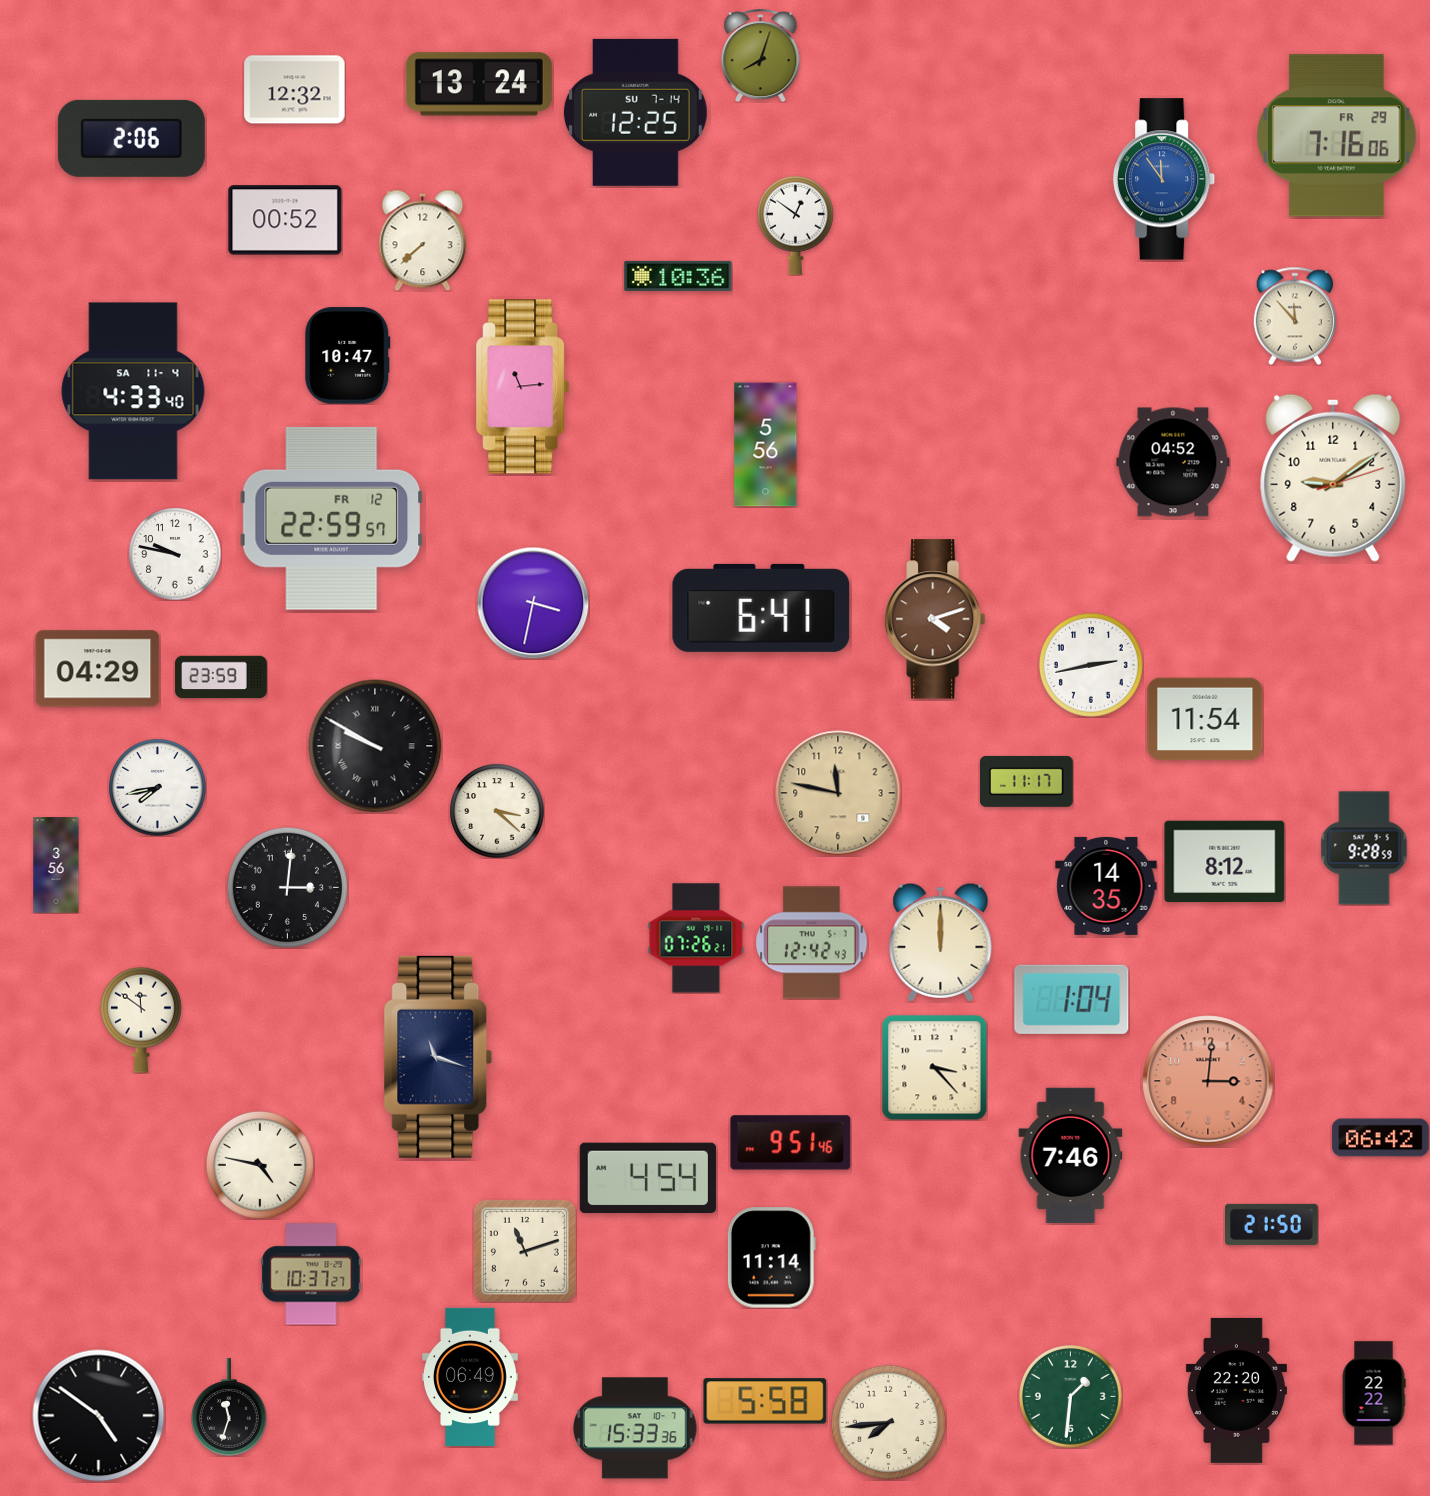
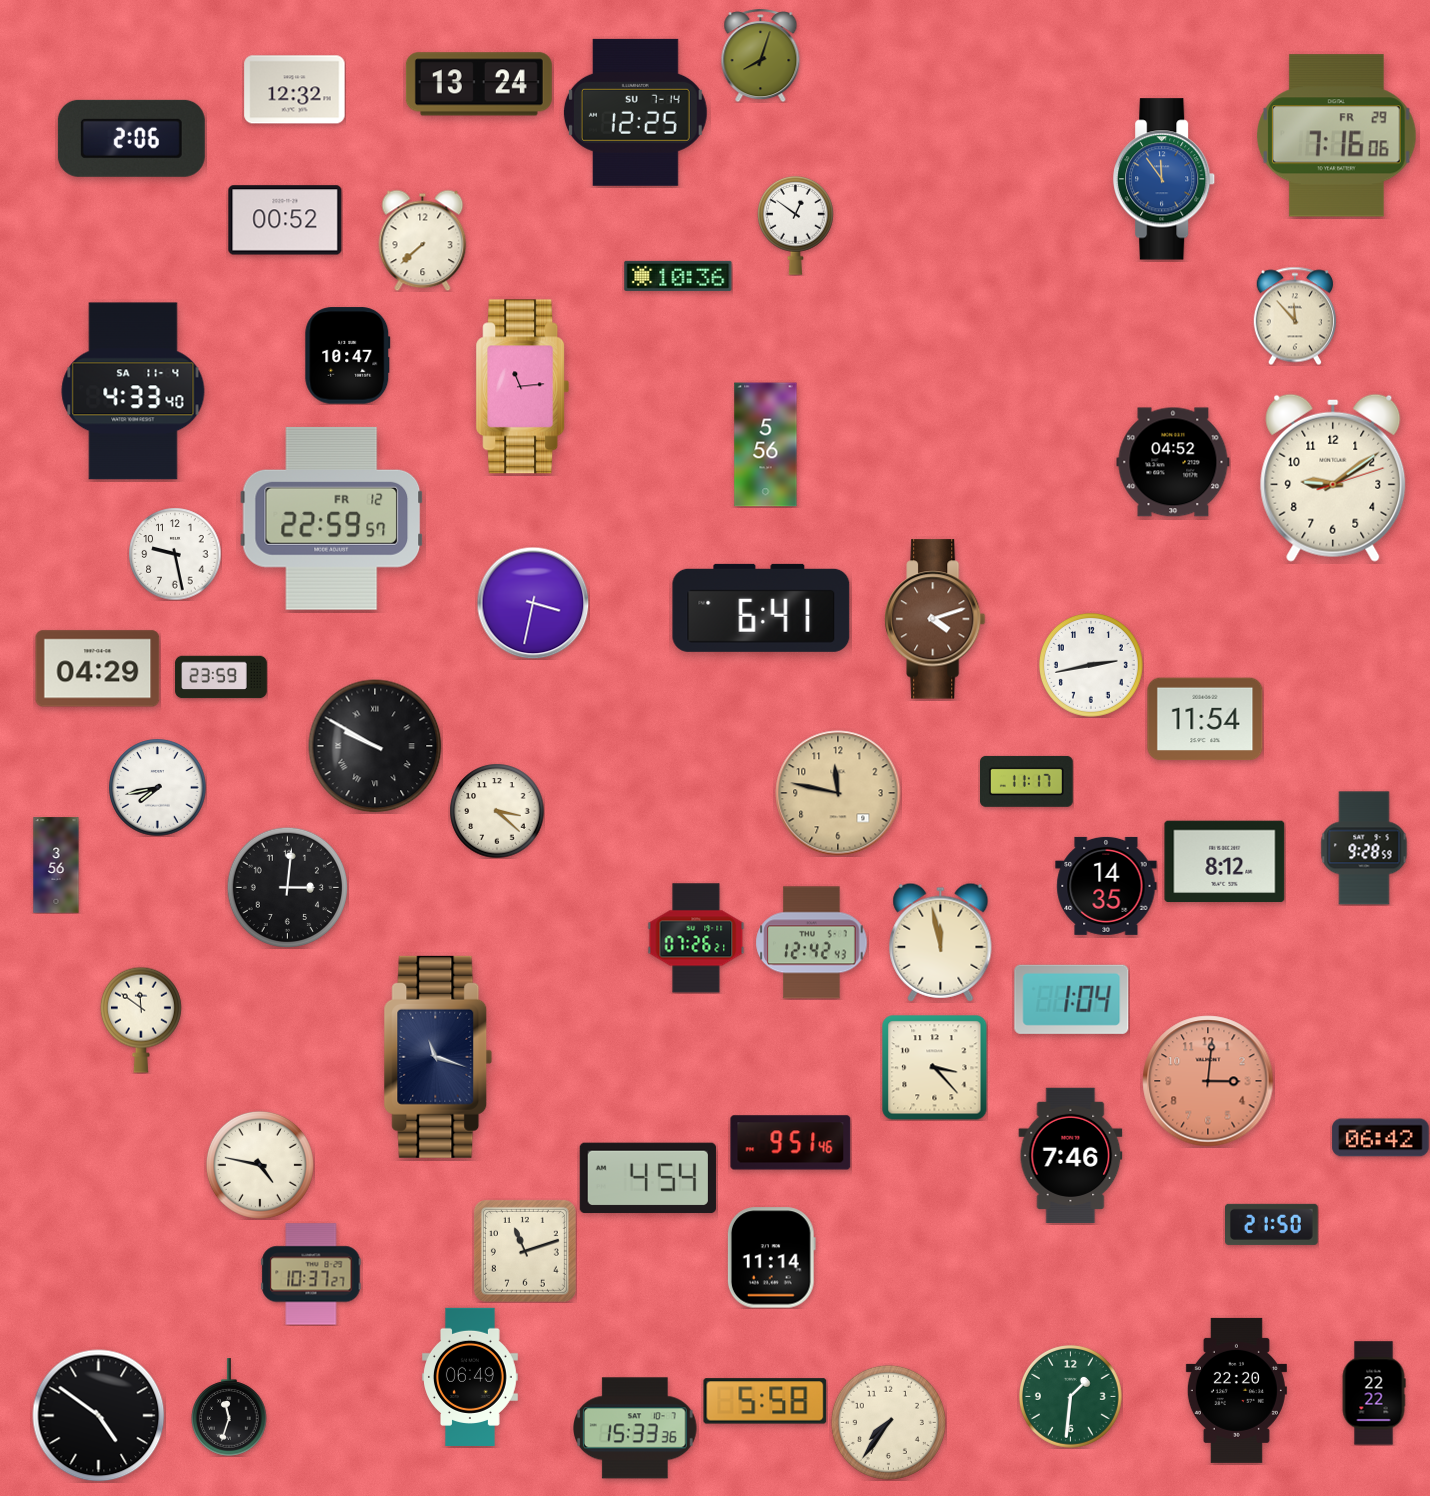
clock at (175, 554): 9:47 -> 9:28
clock at (941, 942): 12:00 -> 11:58
clock at (888, 1422): 7:44 -> 7:36
